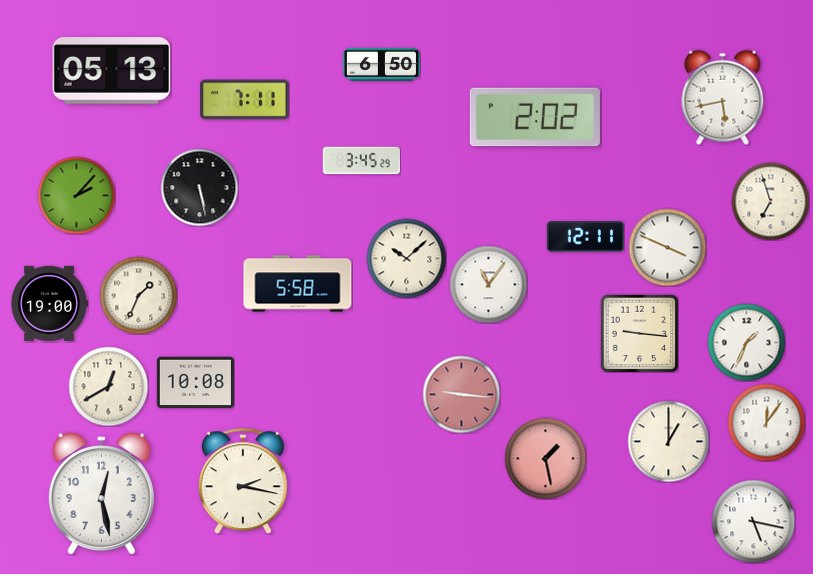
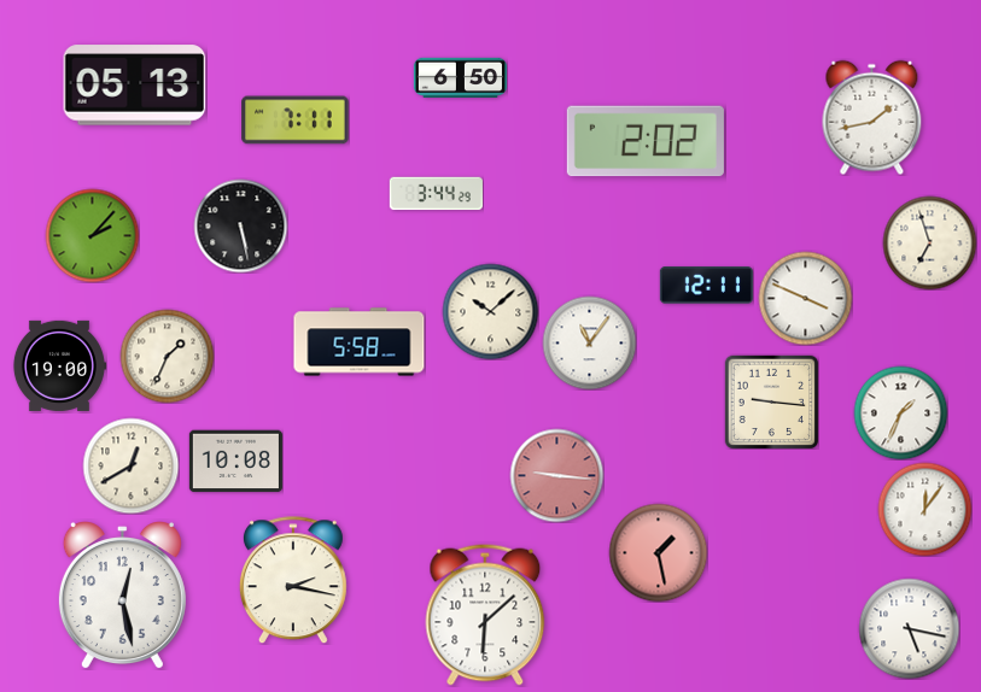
clock at (723, 97): 5:43 -> 1:43
clock at (361, 161): 3:45 -> 3:44
clock at (668, 441): 1:00 -> none
clock at (485, 615): none -> 6:08
